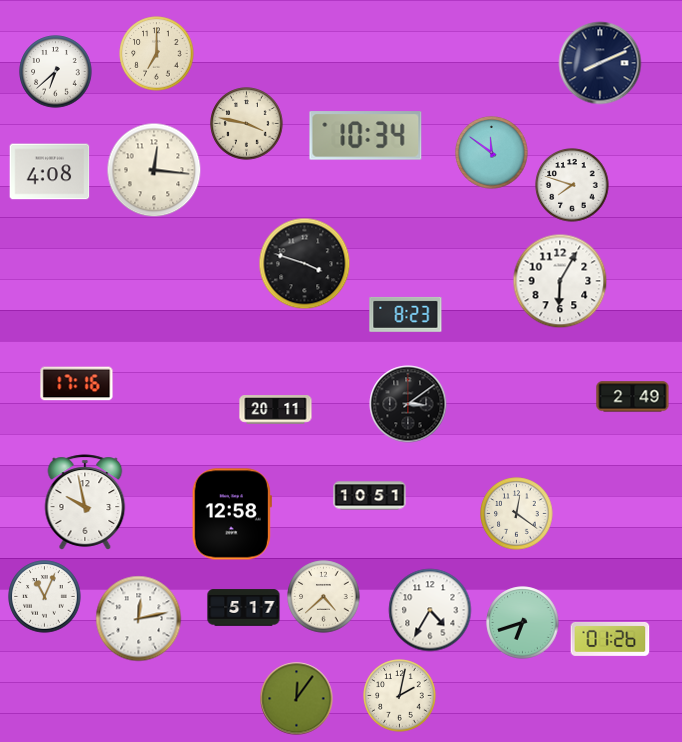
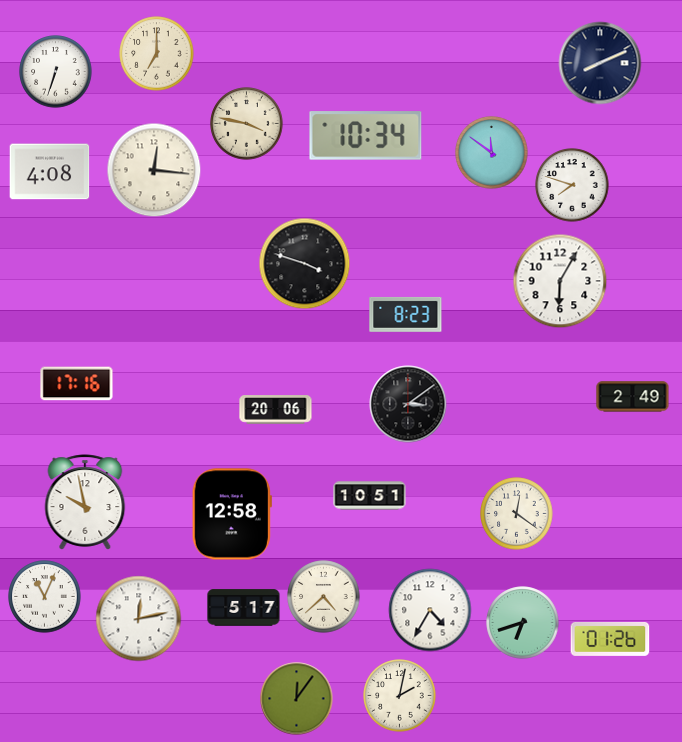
clock at (56, 72): 6:38 -> 6:33
clock at (276, 410): 20:11 -> 20:06
